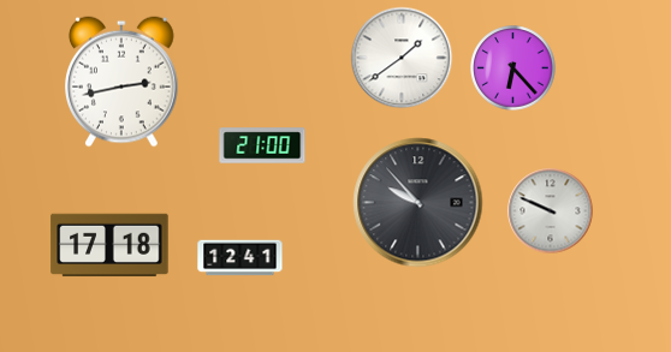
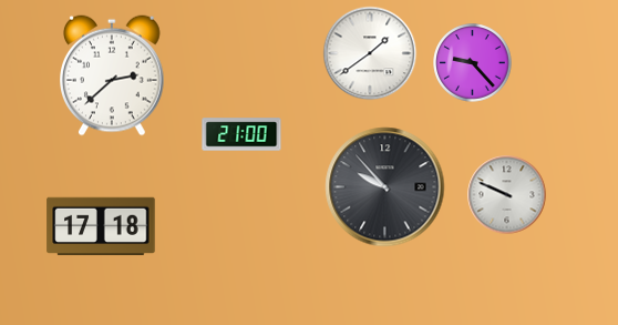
clock at (513, 68): 6:23 -> 9:23
clock at (123, 82): 2:43 -> 2:38
clock at (241, 258): 12:41 -> none
